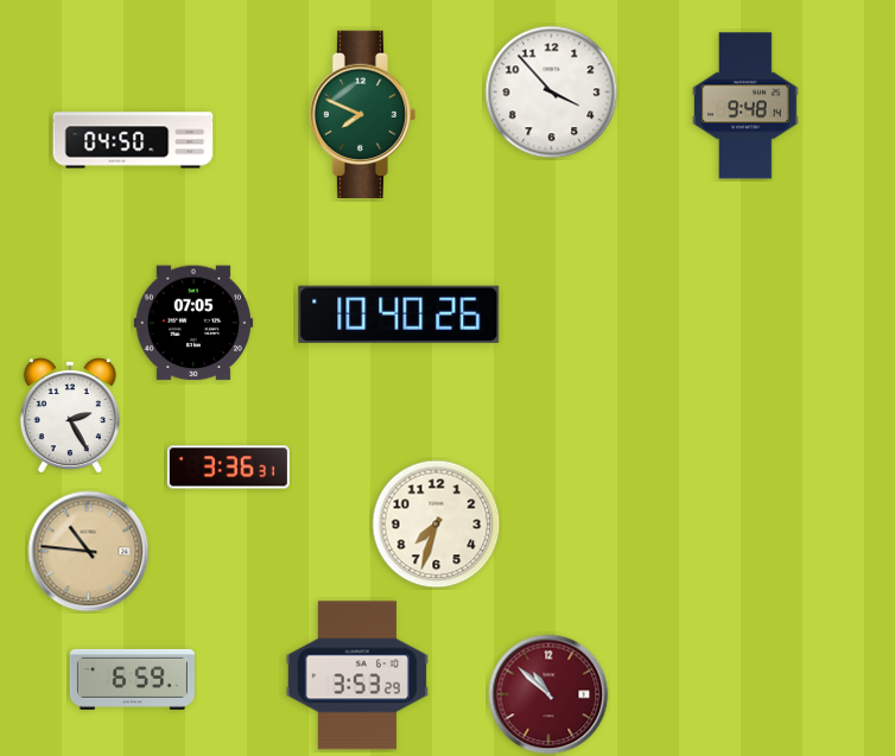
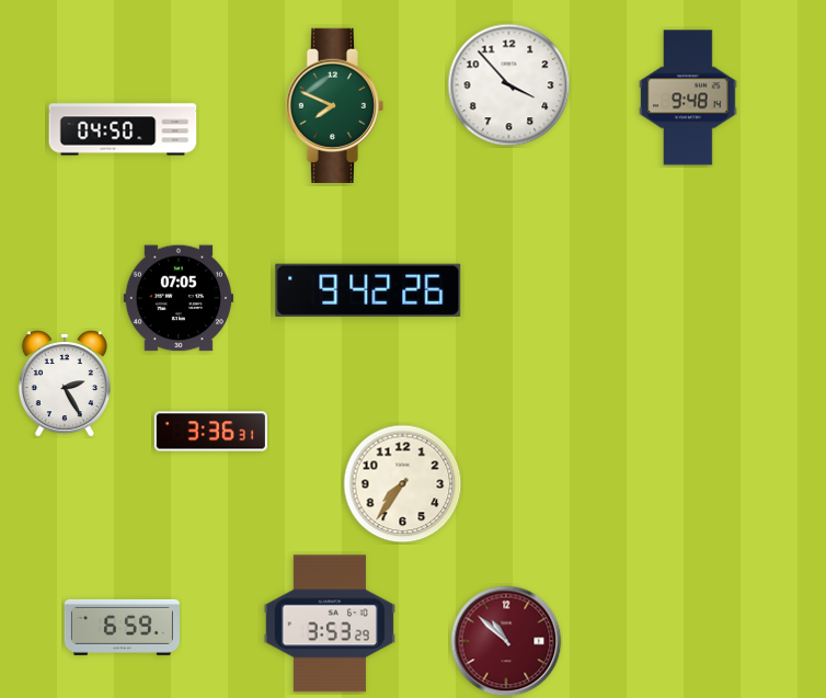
clock at (399, 315): 10:40 -> 9:42
clock at (437, 525): 7:33 -> 7:36
clock at (89, 552): 10:46 -> none
